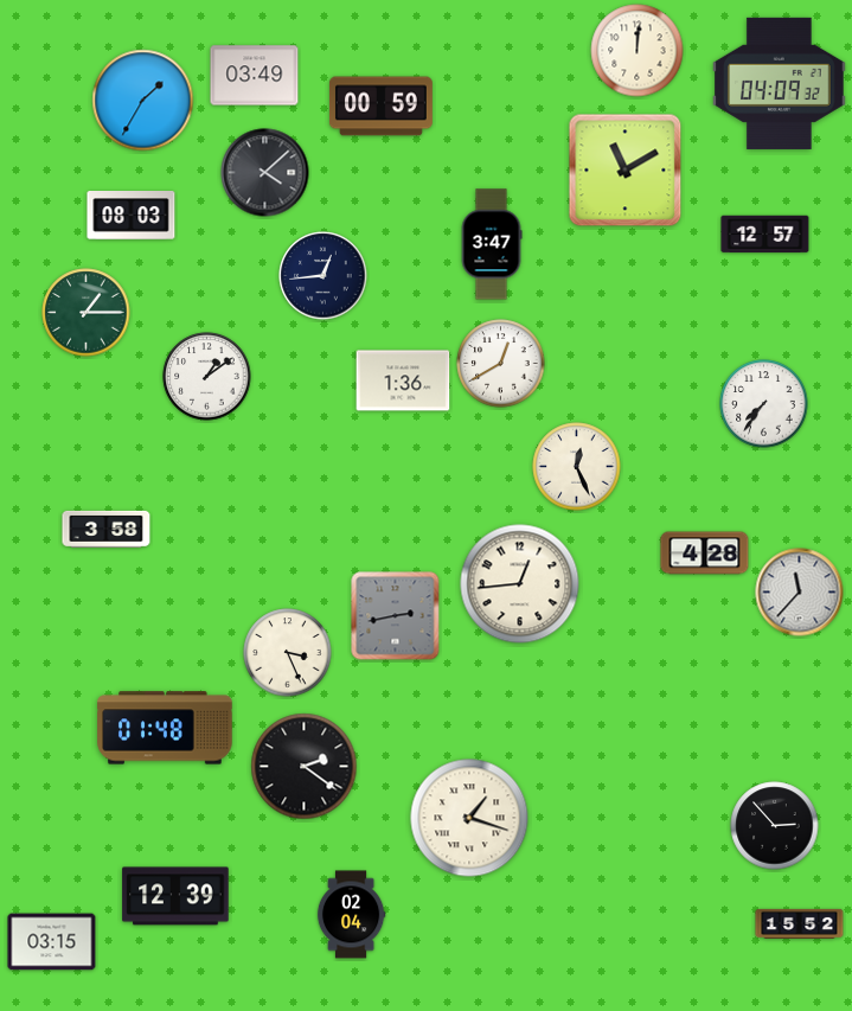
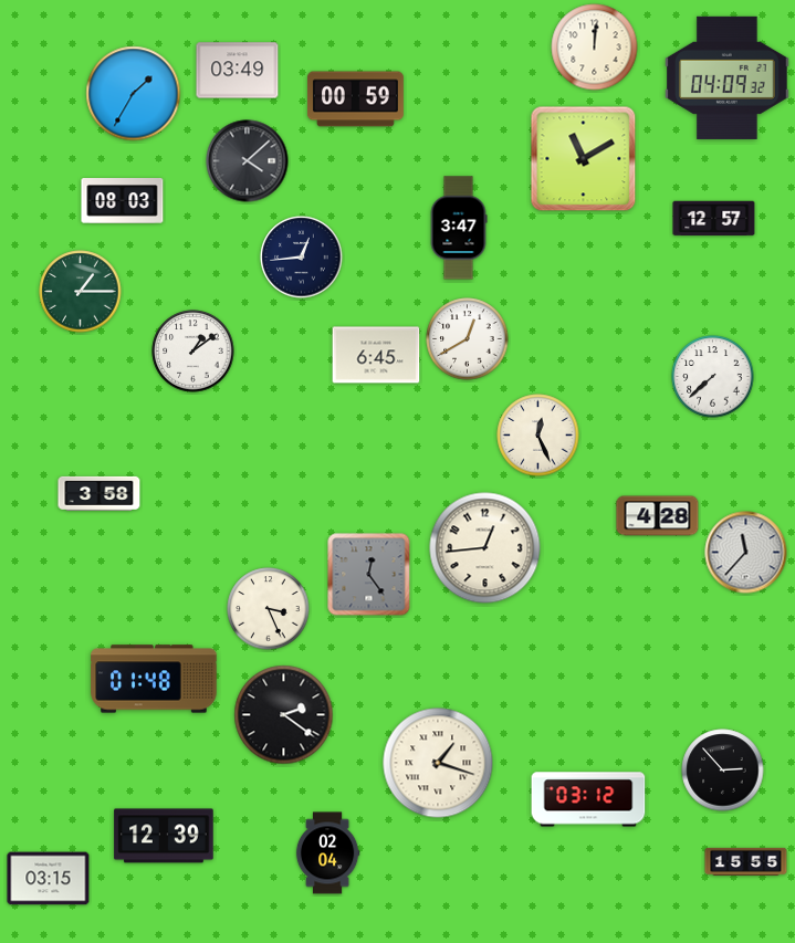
clock at (403, 380): 1:36 -> 6:45
clock at (764, 404): 7:36 -> 7:38
clock at (520, 584) position: (520, 584) -> (485, 548)
clock at (396, 616): 2:43 -> 12:24
clock at (588, 799): none -> 03:12
clock at (800, 923): 15:52 -> 15:55
